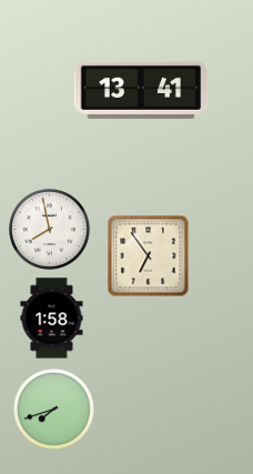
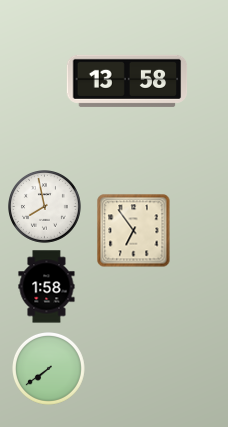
clock at (141, 90): 13:41 -> 13:58
clock at (54, 410): 7:42 -> 7:39
